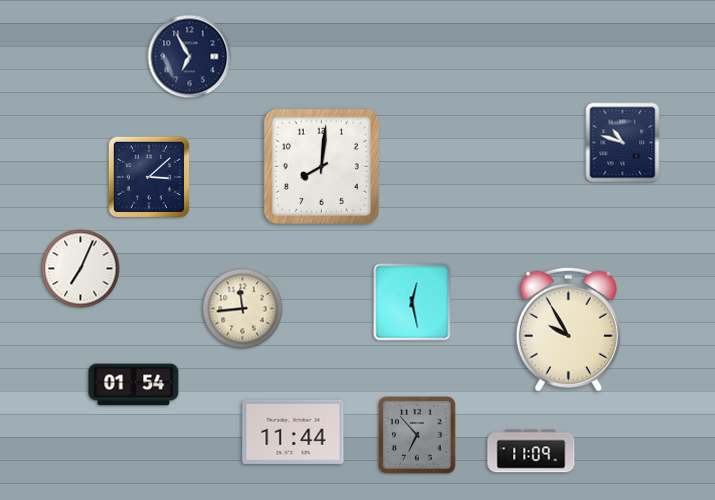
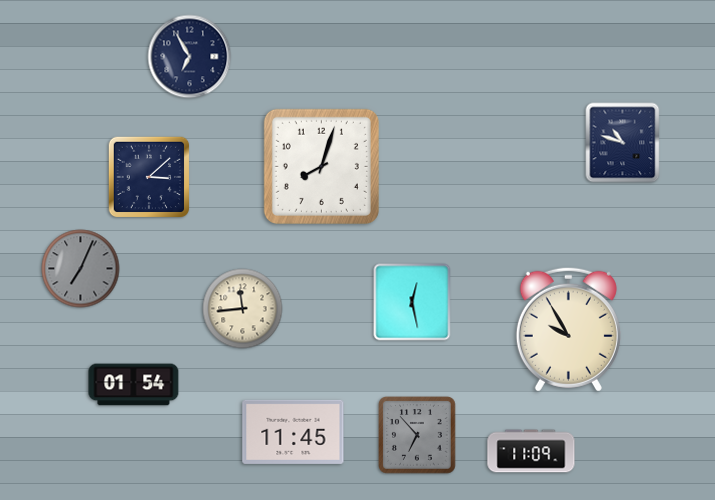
clock at (321, 166): 8:01 -> 8:03
clock at (81, 269) dial: white -> grey
clock at (293, 432): 11:44 -> 11:45
